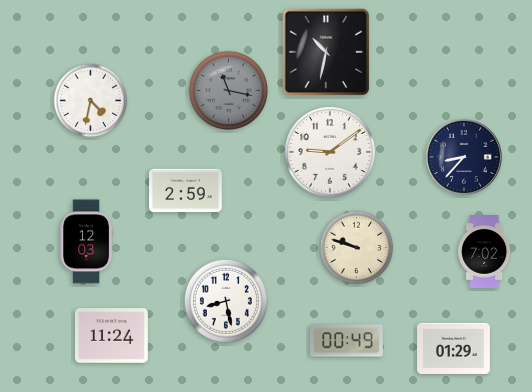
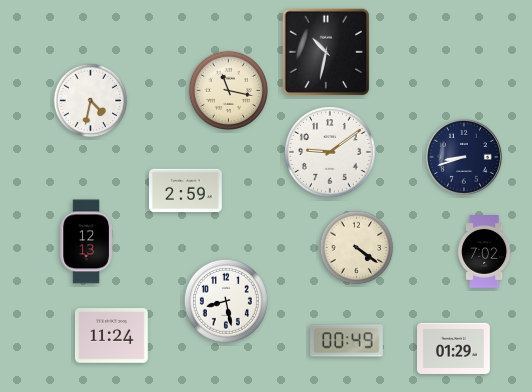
clock at (228, 90) dial: grey -> cream
clock at (464, 157): 8:37 -> 8:42
clock at (86, 242): 12:03 -> 12:13
clock at (357, 248): 9:48 -> 4:21
